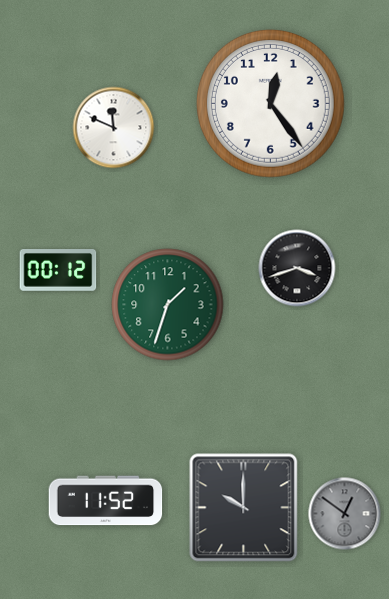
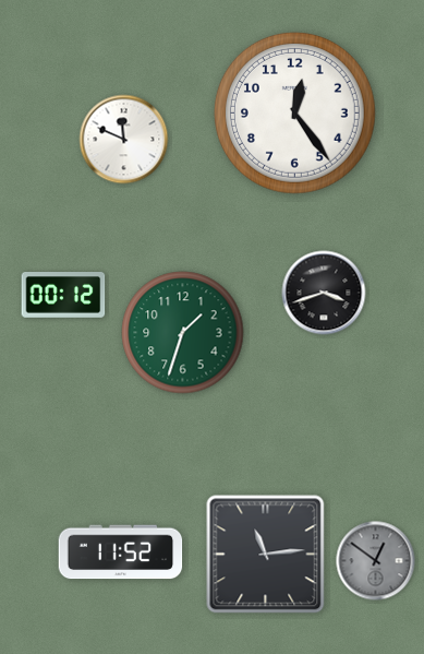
clock at (106, 501) position: (106, 501) -> (121, 552)
clock at (244, 508): 10:00 -> 11:14
